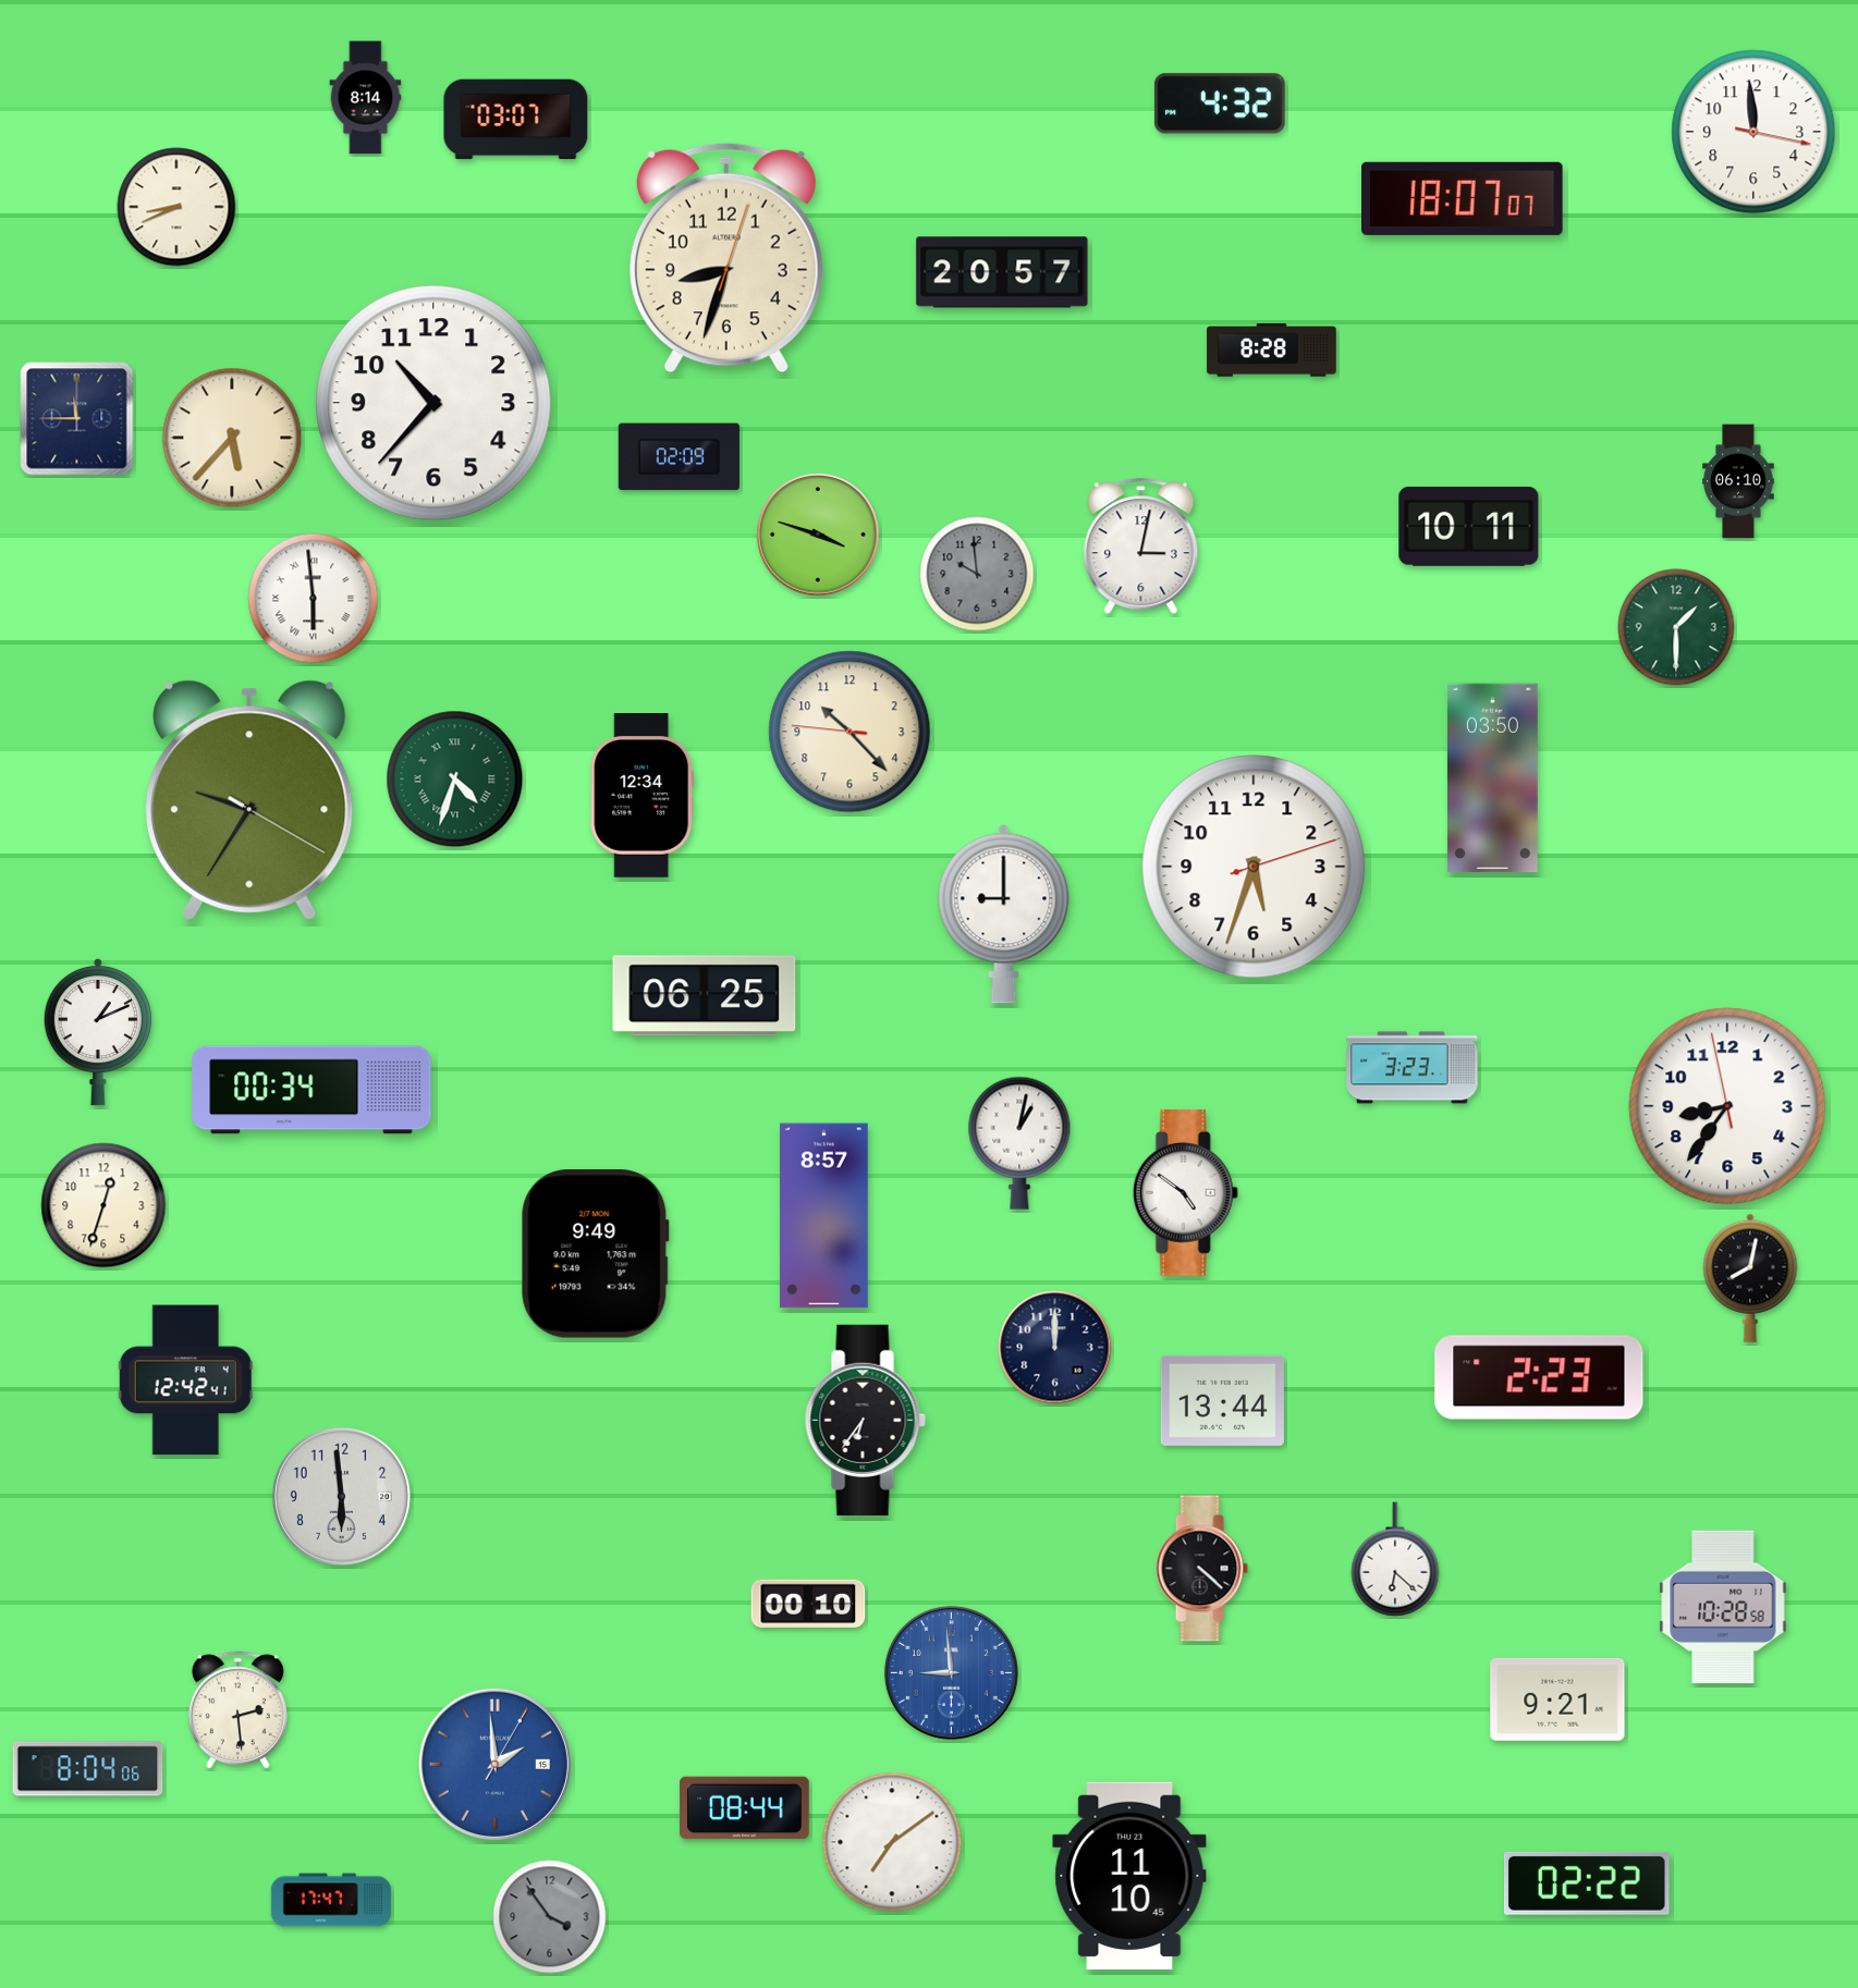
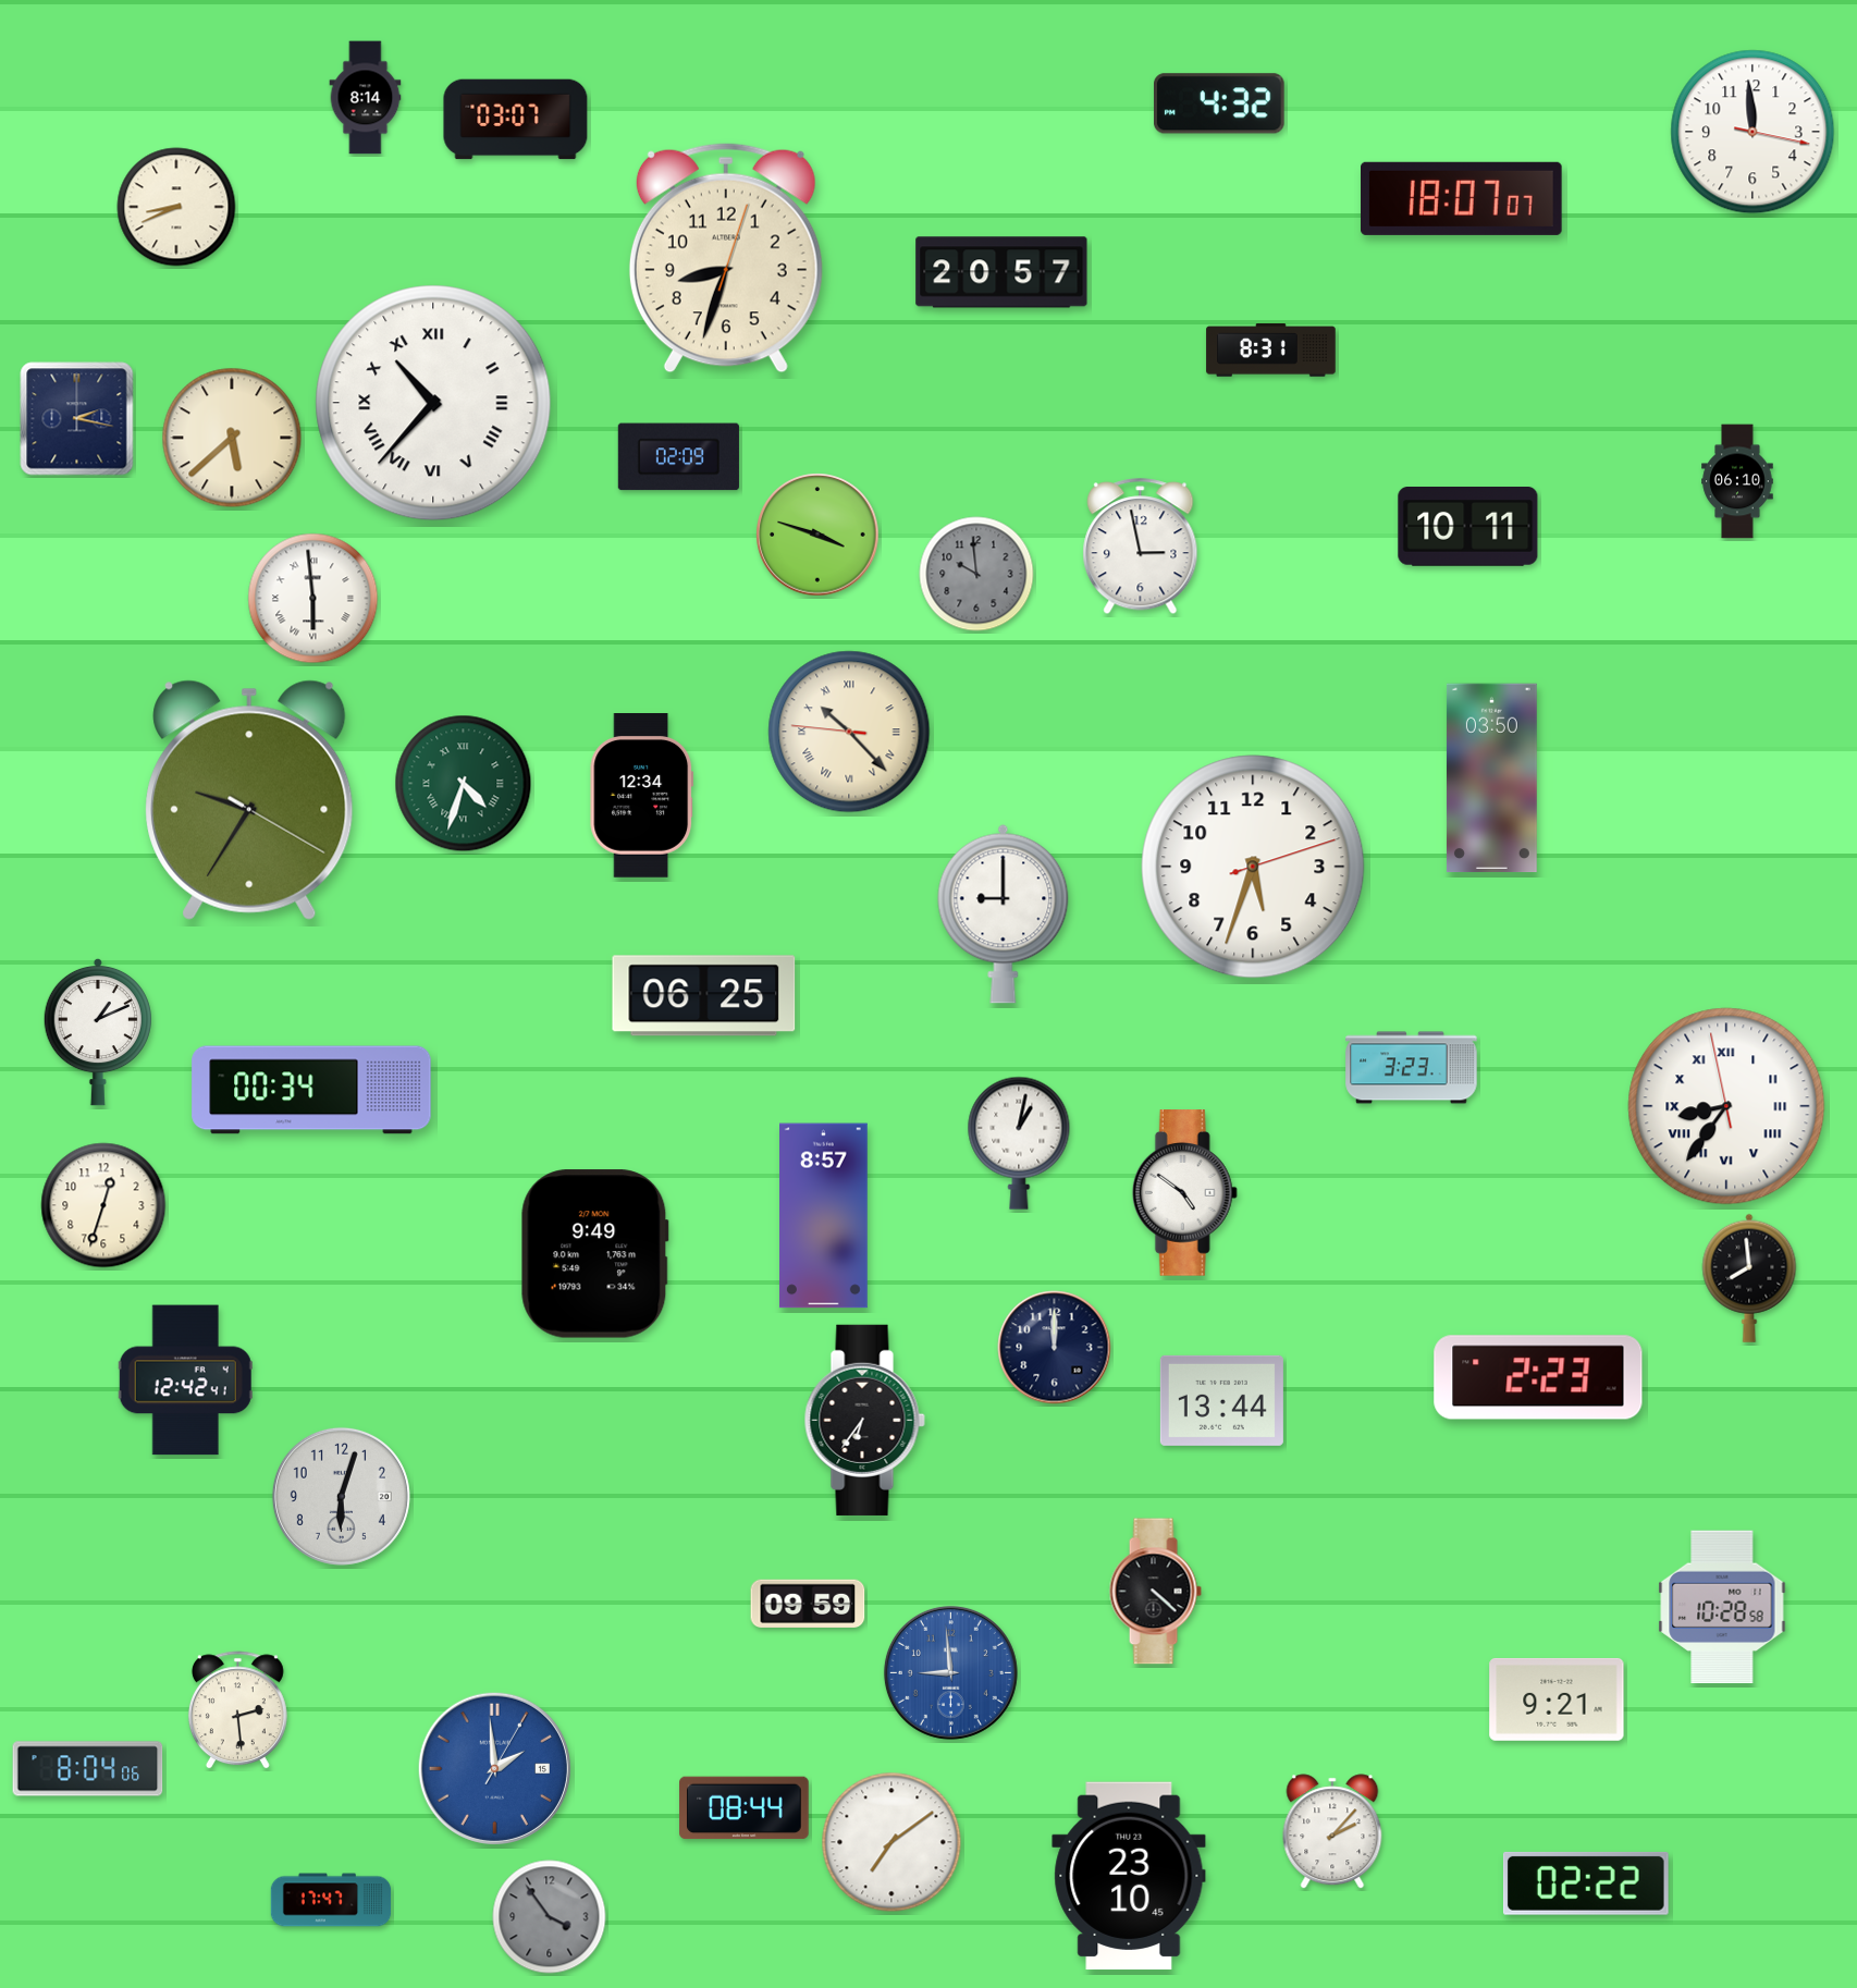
clock at (1272, 351): 8:28 -> 8:31
clock at (433, 403) numerals: Arabic -> Roman
clock at (77, 419): 11:45 -> 2:17
clock at (232, 438): 5:37 -> 5:38
clock at (1141, 547): 3:02 -> 2:58
clock at (1676, 627): 1:30 -> none
clock at (849, 732) numerals: Arabic -> Roman
clock at (455, 780) position: (455, 780) -> (464, 784)
clock at (1727, 1106) numerals: Arabic -> Roman
clock at (1750, 1278): 8:02 -> 7:59
clock at (341, 1496): 5:59 -> 6:03
clock at (1395, 1559): 6:22 -> none
clock at (1201, 1569) position: (1201, 1569) -> (1155, 1592)
clock at (808, 1604): 00:10 -> 09:59
clock at (494, 1764) position: (494, 1764) -> (494, 1768)
clock at (1332, 1831): none -> 2:07
clock at (1129, 1876): 11:10 -> 23:10
